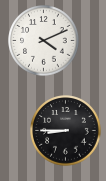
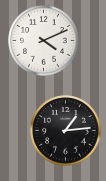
clock at (66, 131): 8:45 -> 1:14
